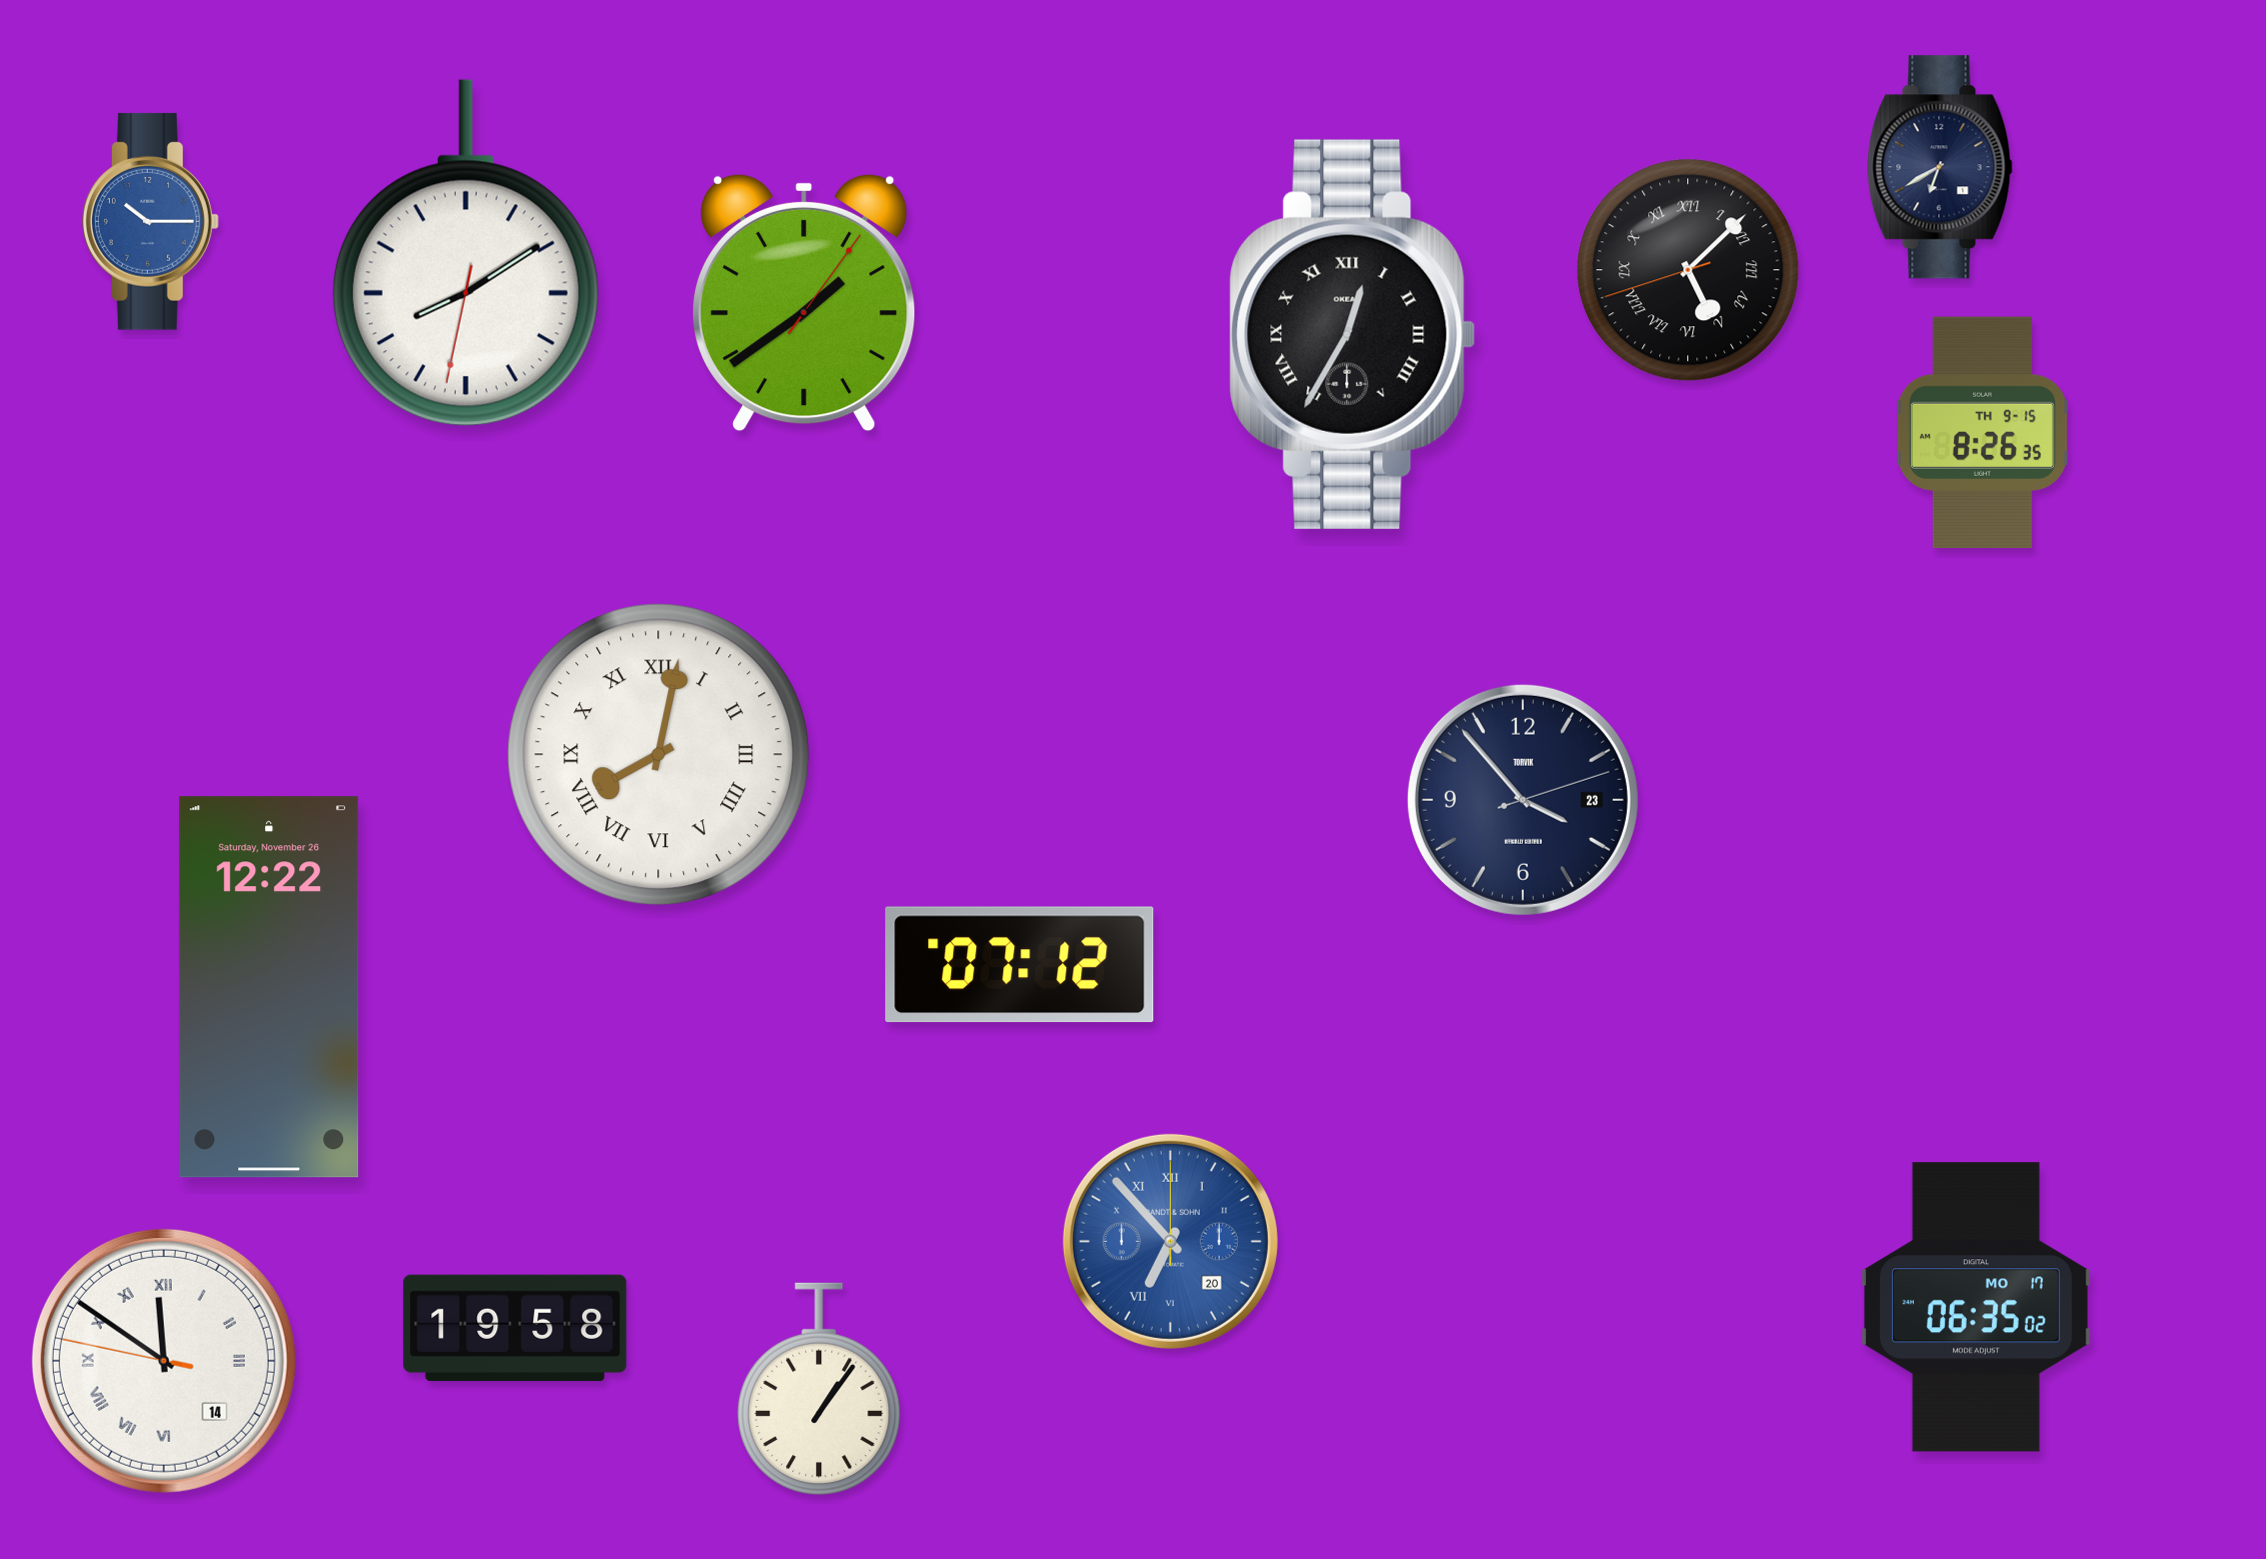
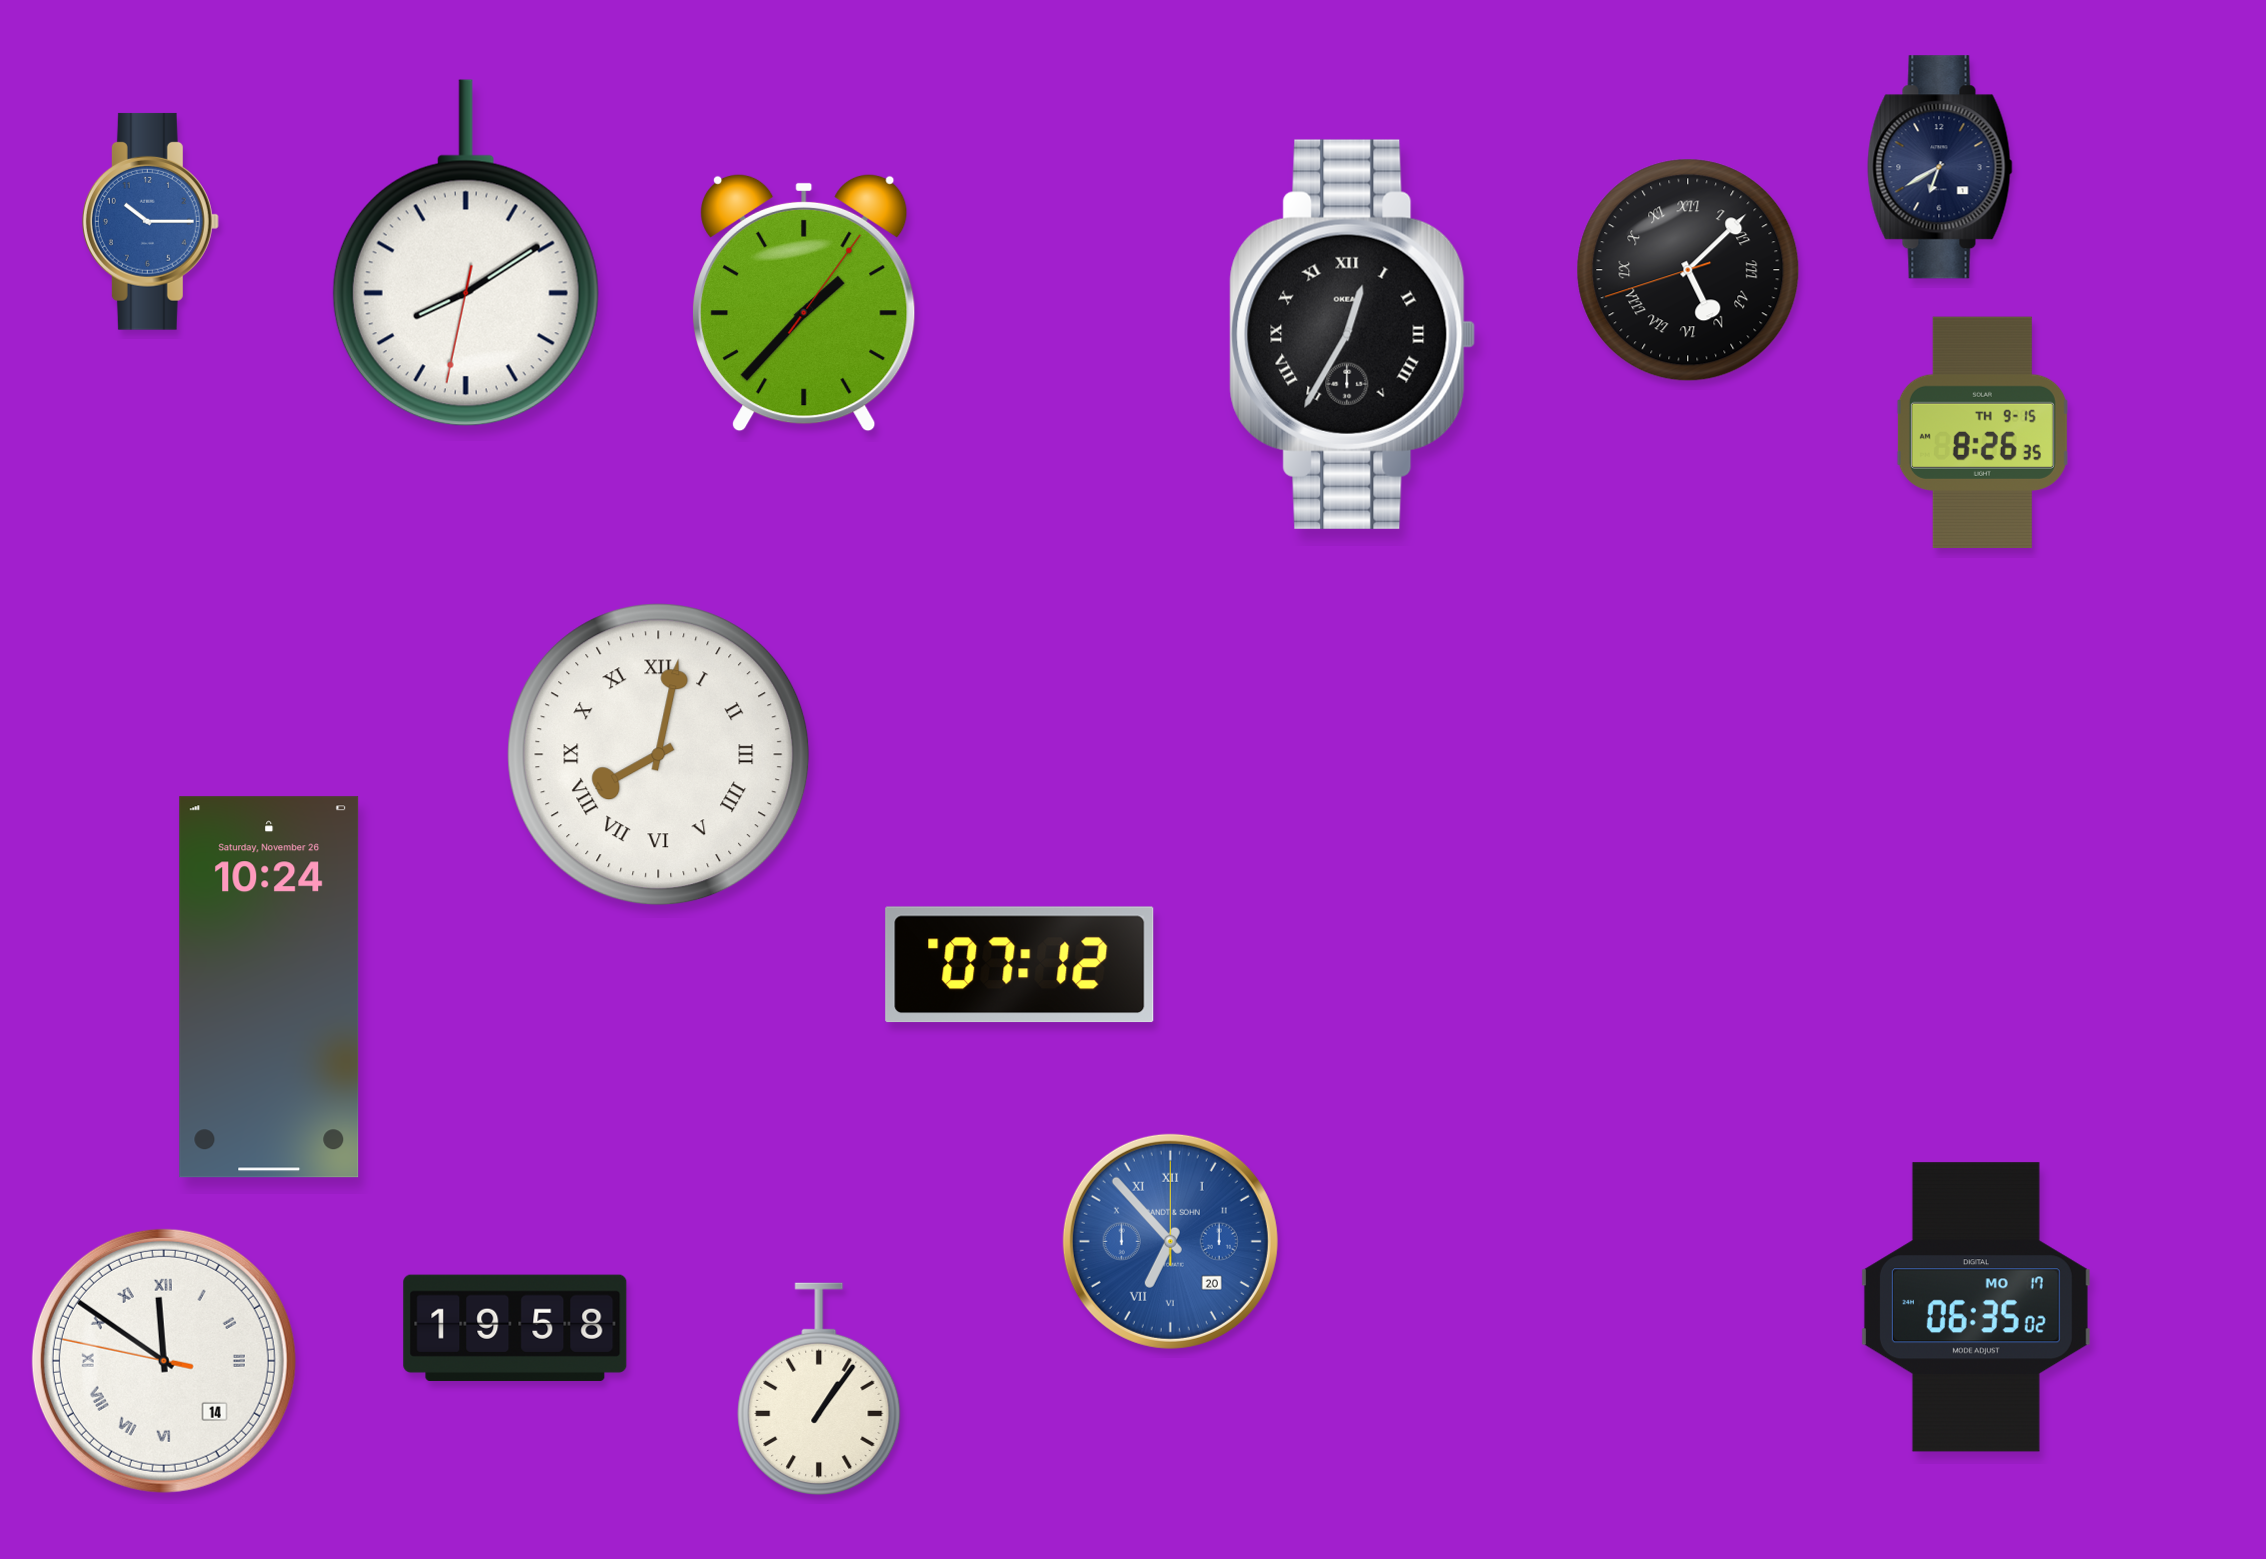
clock at (804, 303): 1:39 -> 1:37
clock at (1523, 800): 3:53 -> none
clock at (269, 987): 12:22 -> 10:24
